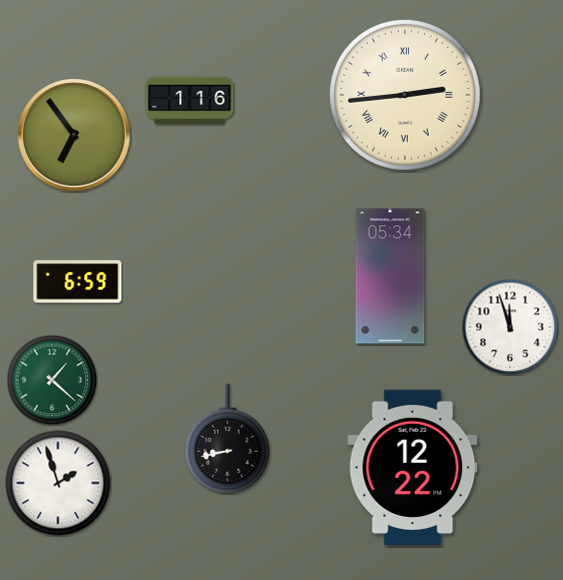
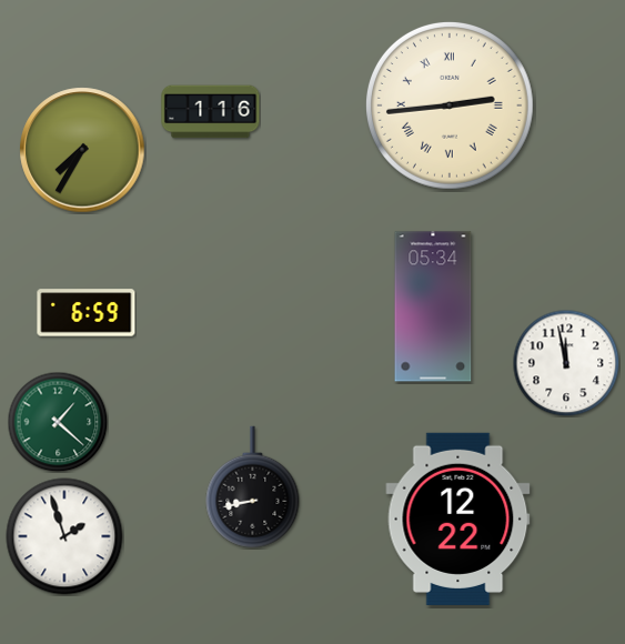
clock at (74, 135): 6:54 -> 7:35
clock at (510, 327): 11:57 -> 11:58
